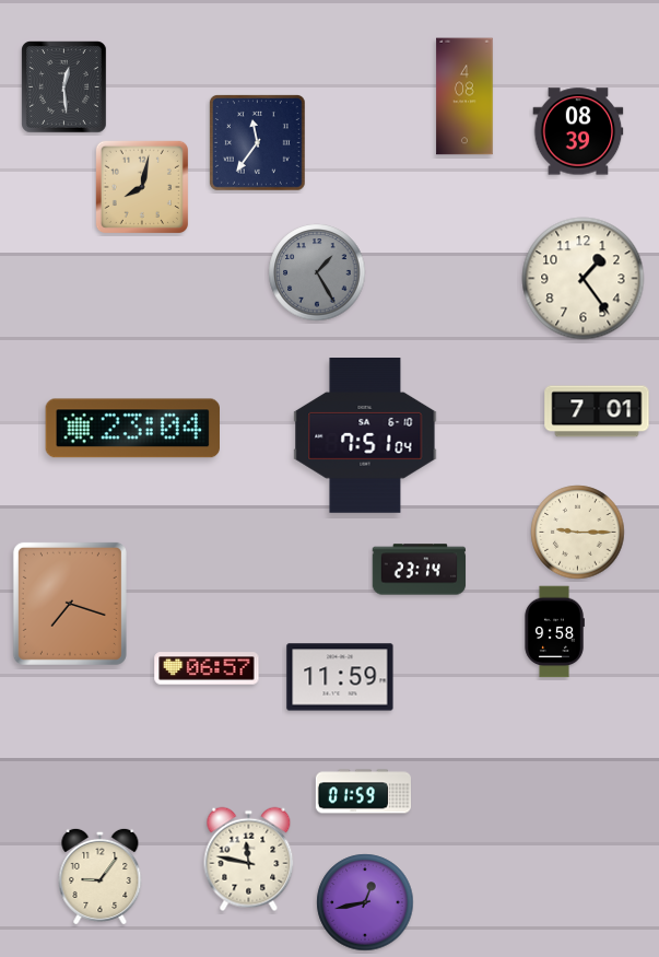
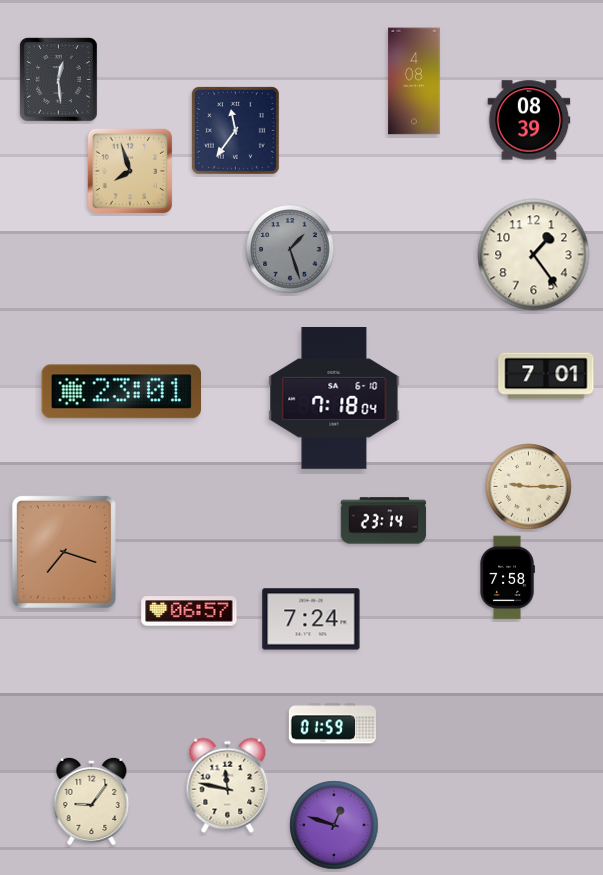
clock at (464, 96) position: (464, 96) -> (414, 81)
clock at (142, 187): 8:02 -> 7:57
clock at (317, 272): 1:25 -> 1:27
clock at (132, 429): 23:04 -> 23:01
clock at (365, 436): 7:51 -> 7:18
clock at (554, 632): 9:58 -> 7:58
clock at (340, 677): 11:59 -> 7:24
clock at (365, 902): 12:43 -> 12:48
